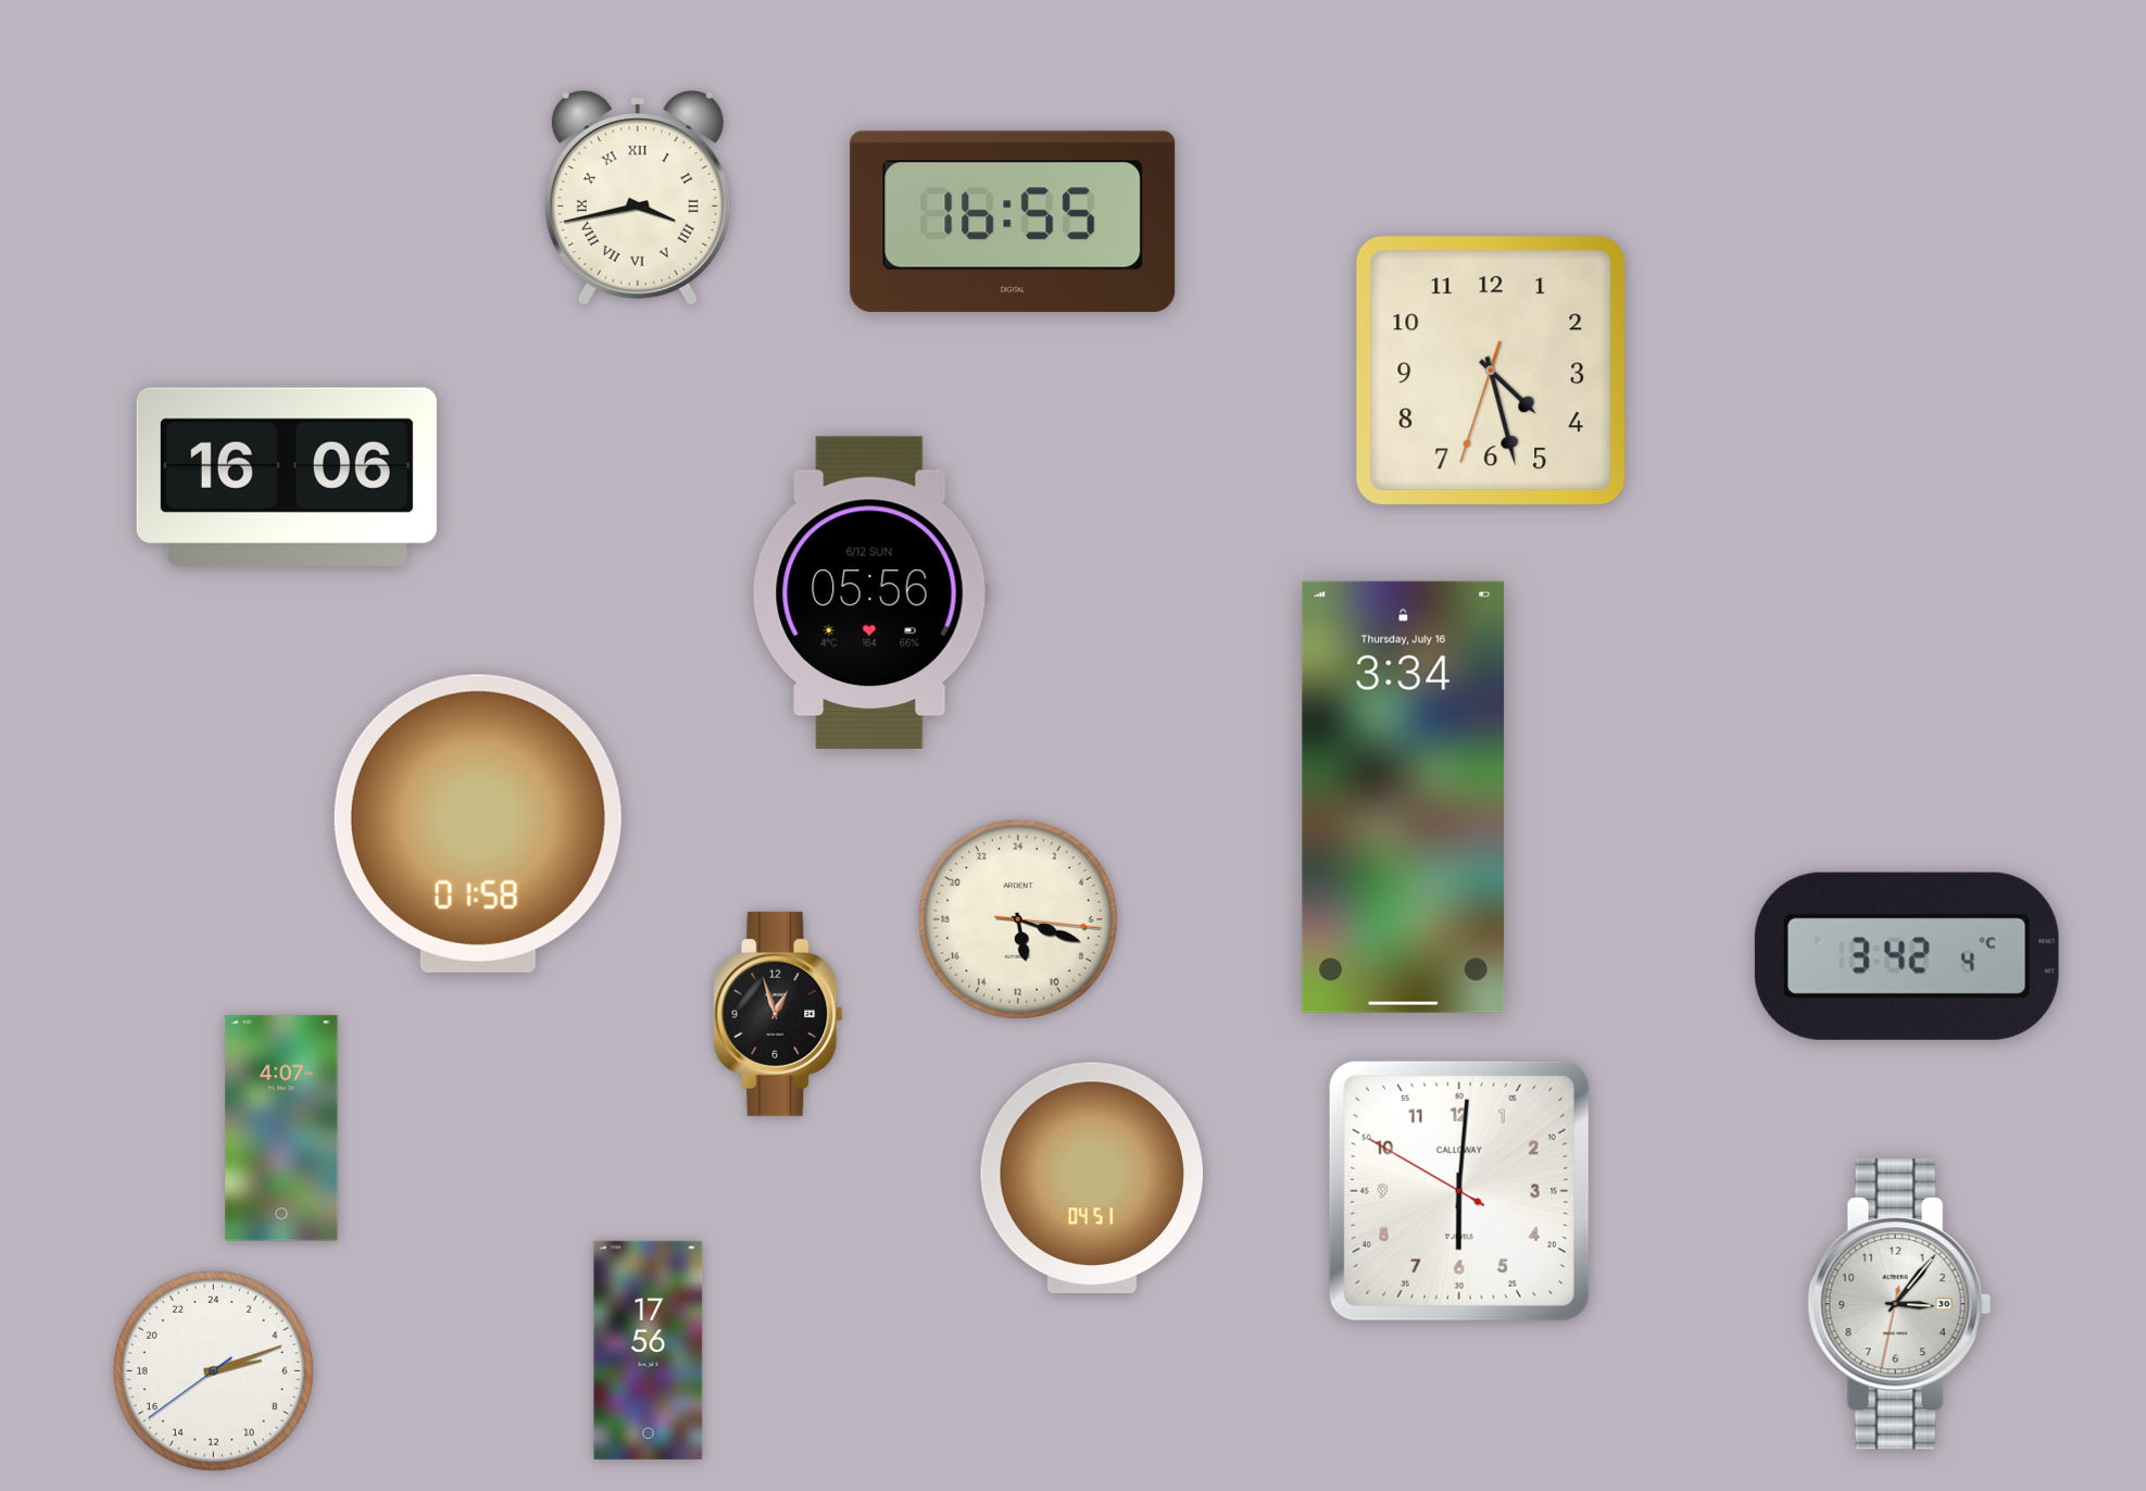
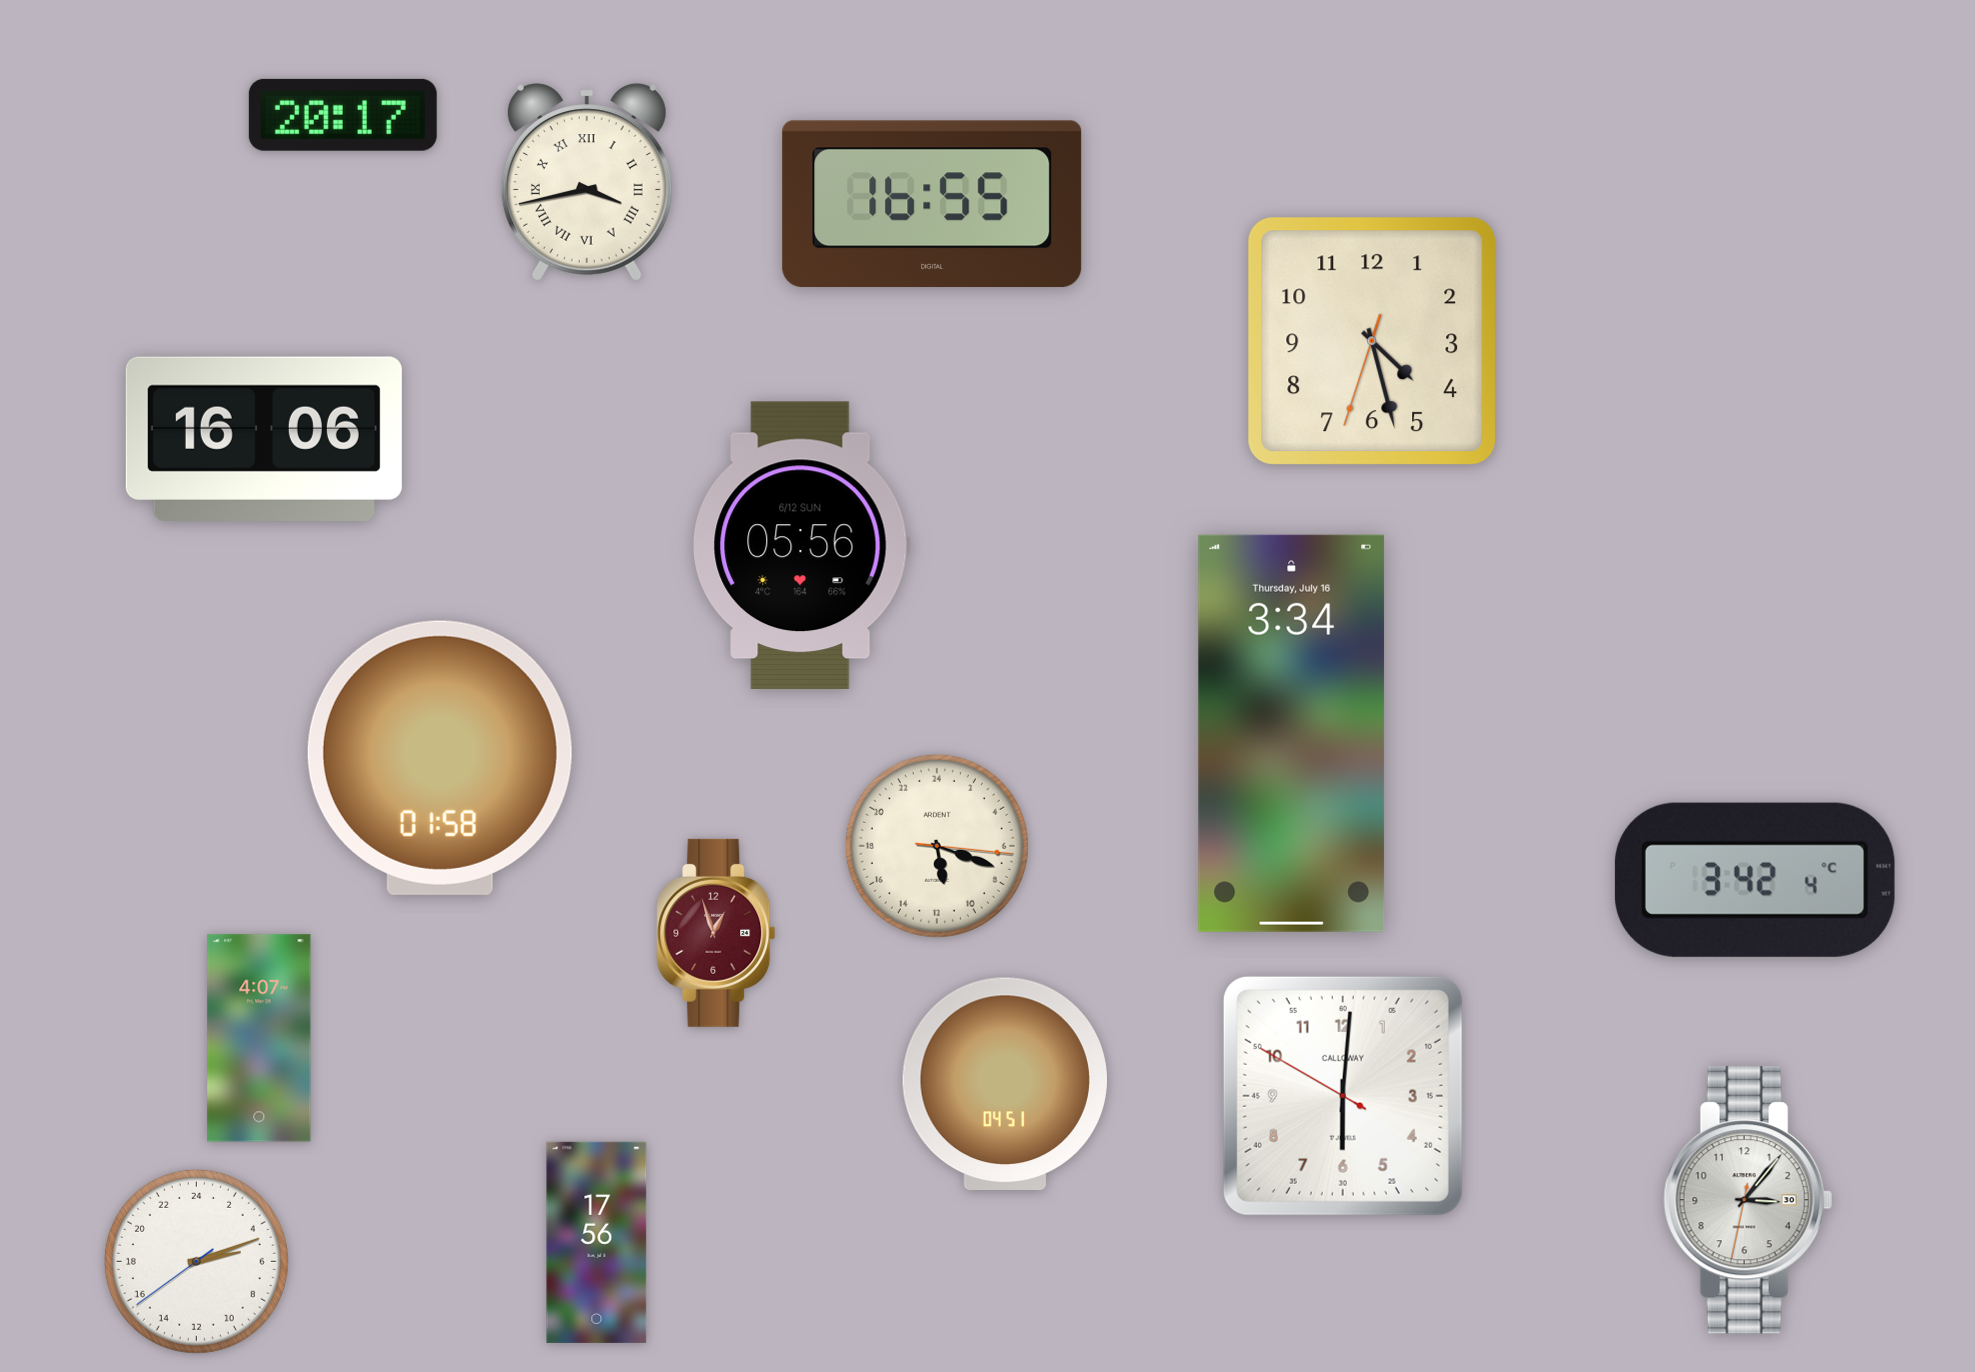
clock at (343, 115): none -> 20:17
clock at (778, 1014) dial: black -> burgundy
